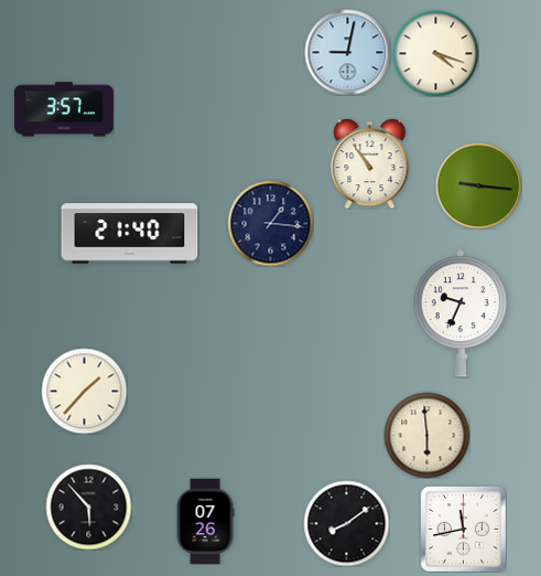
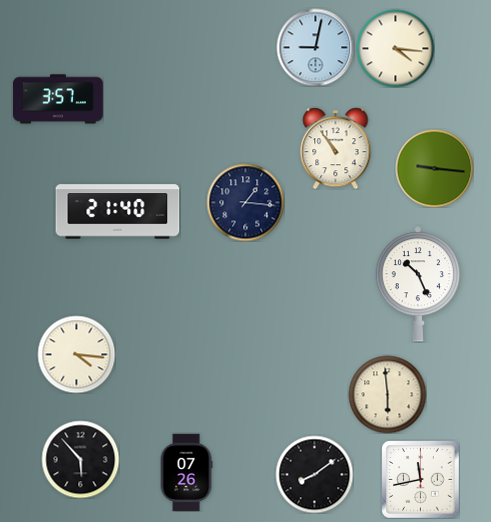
clock at (435, 53): 4:18 -> 4:16
clock at (459, 313): 9:34 -> 10:26
clock at (84, 391): 1:37 -> 4:16
